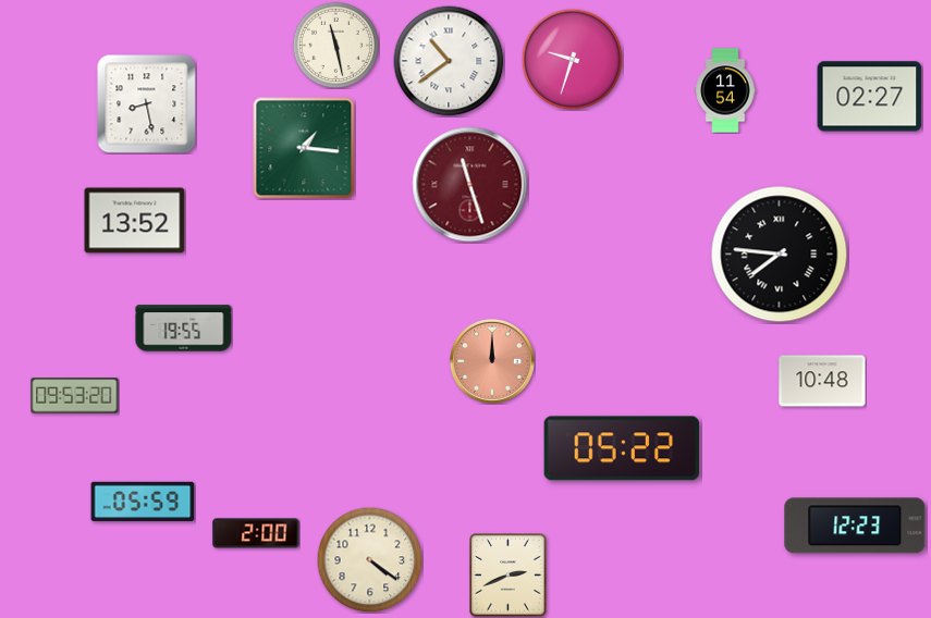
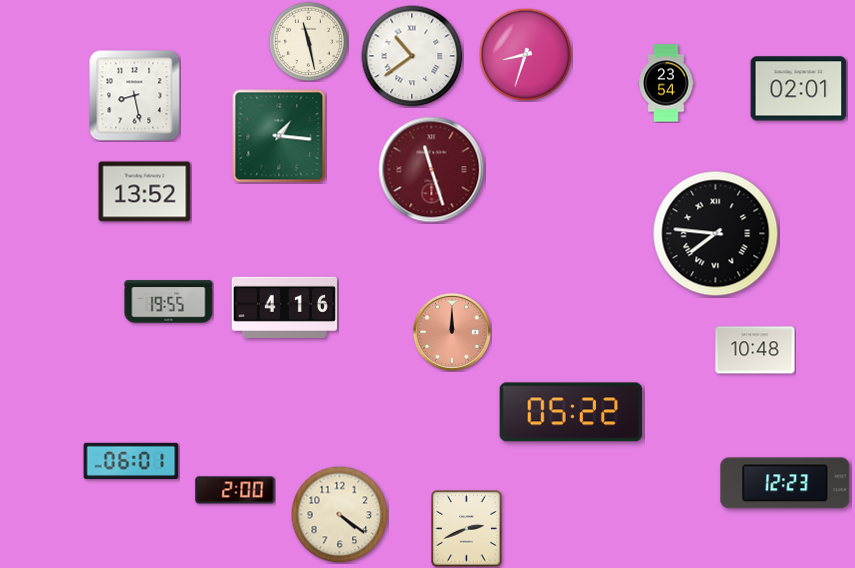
clock at (572, 59): 9:33 -> 8:33
clock at (725, 90): 11:54 -> 23:54
clock at (870, 97): 02:27 -> 02:01
clock at (135, 221) position: (135, 221) -> (145, 192)
clock at (284, 307): none -> 4:16
clock at (75, 396): 09:53 -> none
clock at (143, 500): 05:59 -> 06:01
